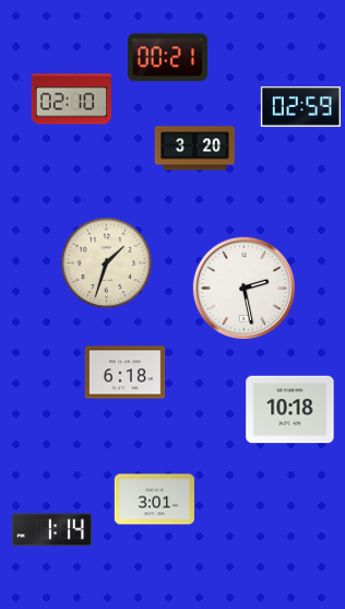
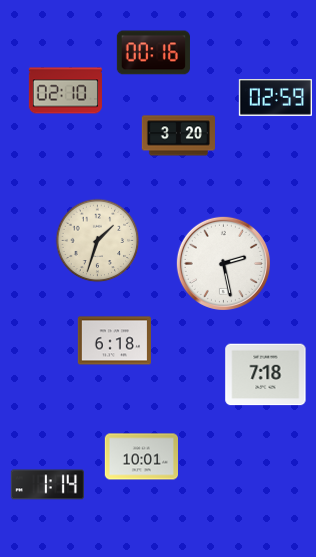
clock at (167, 58): 00:21 -> 00:16
clock at (290, 410): 10:18 -> 7:18
clock at (154, 500): 3:01 -> 10:01
